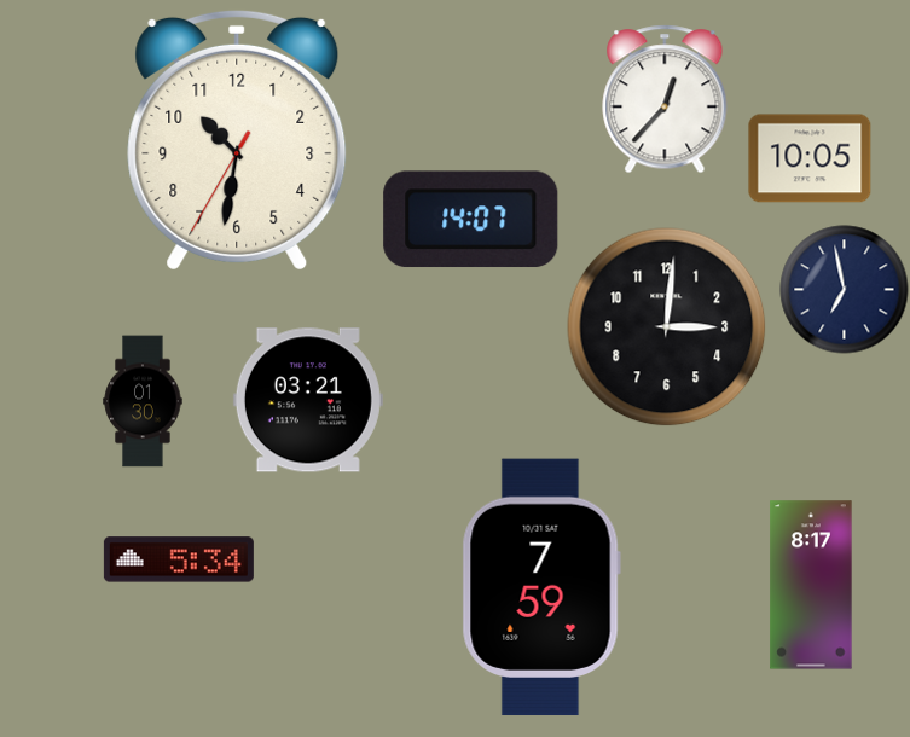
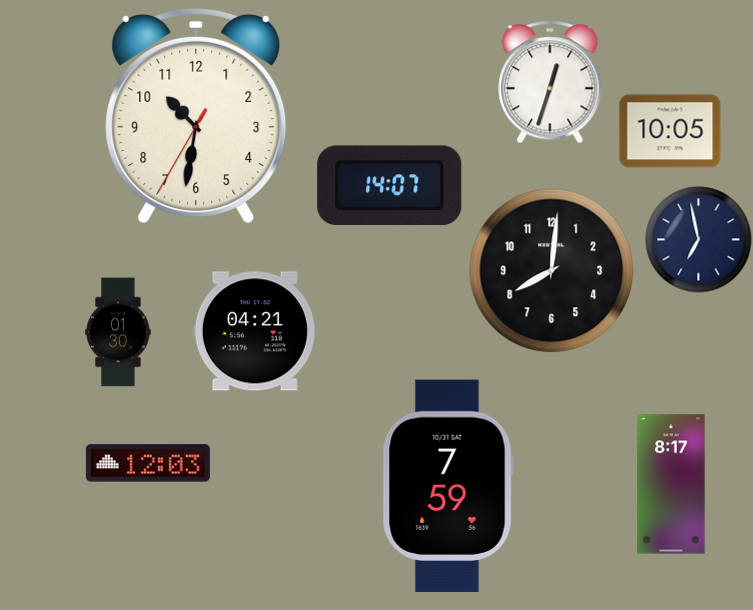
clock at (665, 99): 12:37 -> 12:33
clock at (471, 220) position: (471, 220) -> (390, 186)
clock at (667, 327): 3:01 -> 8:01
clock at (308, 400): 03:21 -> 04:21
clock at (179, 559): 5:34 -> 12:03
